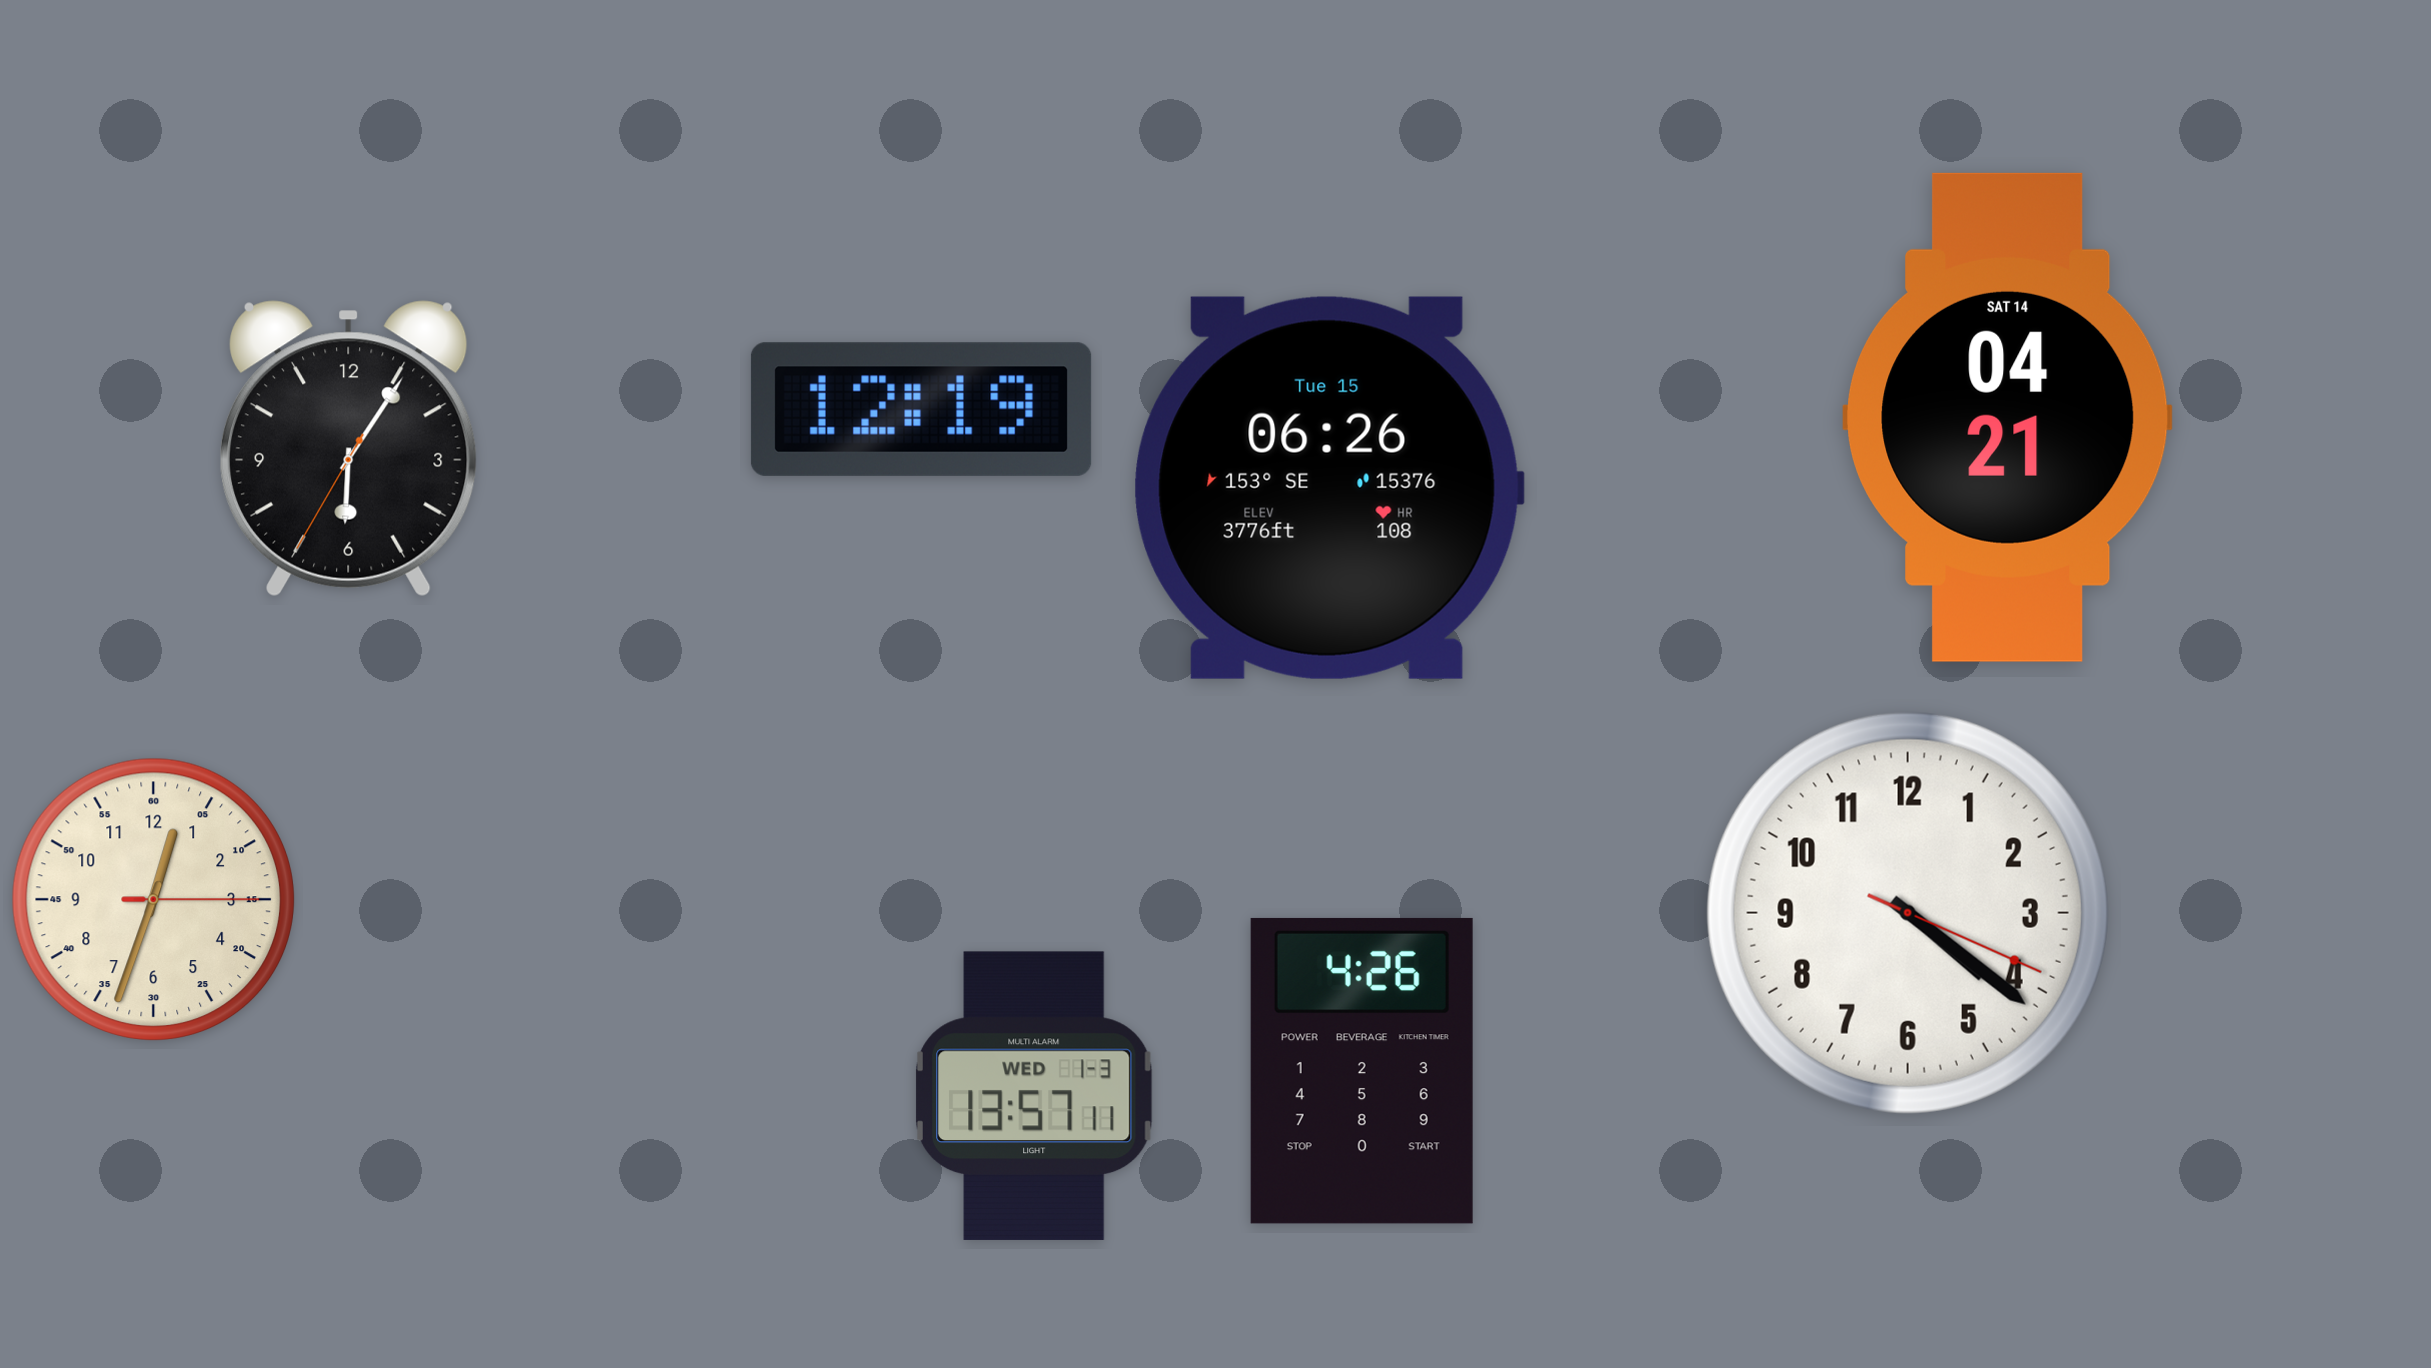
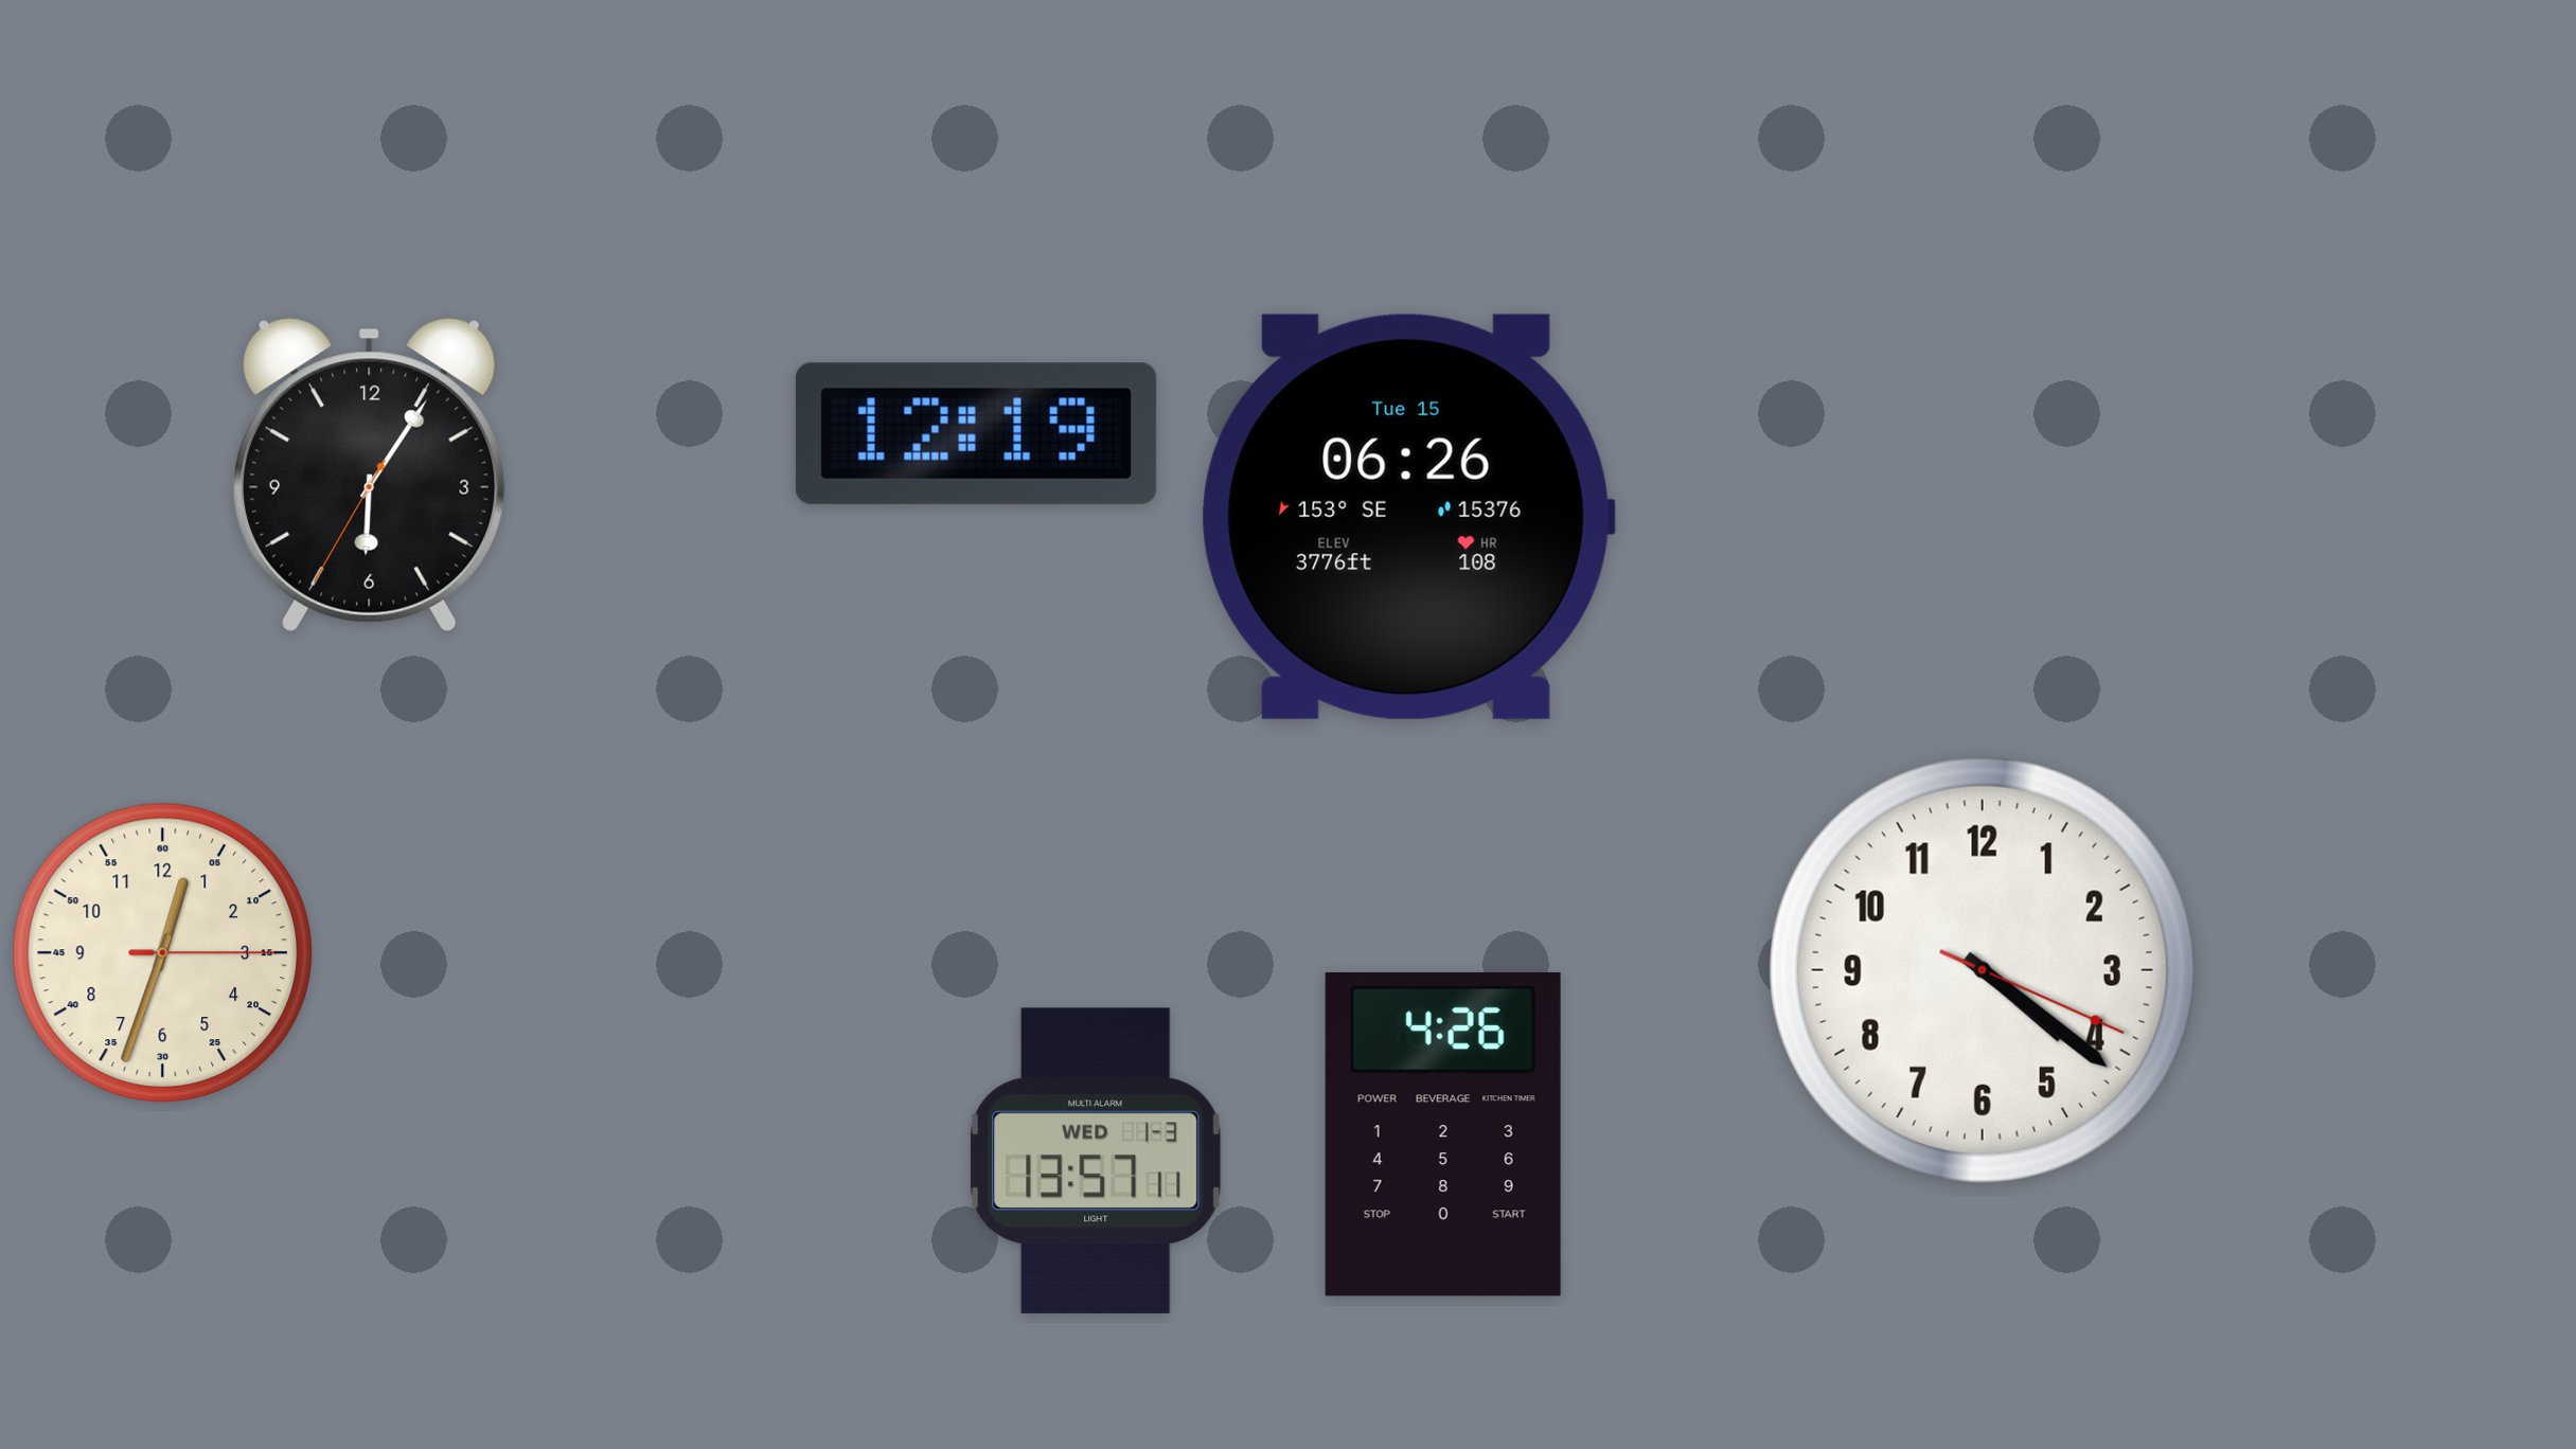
clock at (2008, 417): 04:21 -> none
clock at (1908, 913) position: (1908, 913) -> (1983, 970)
